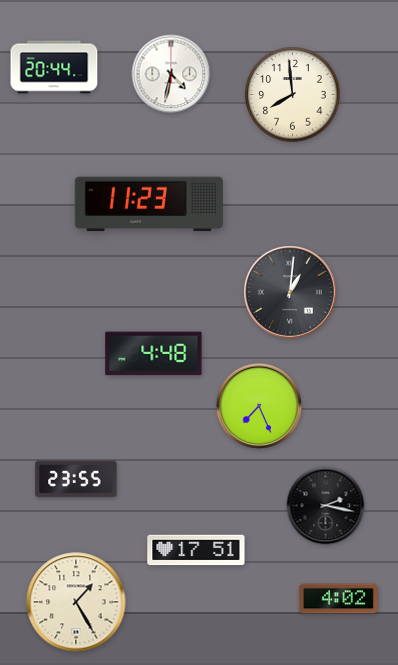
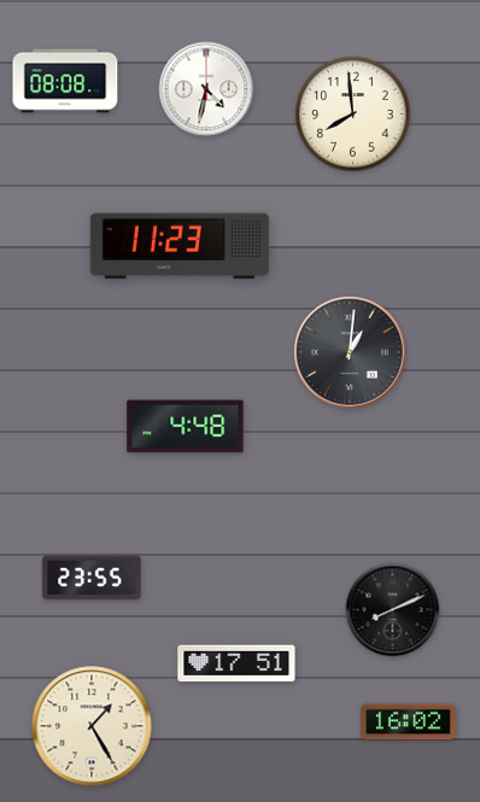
clock at (54, 67): 20:44 -> 08:08
clock at (258, 405): 7:26 -> none
clock at (326, 506): 2:17 -> 8:11
clock at (338, 599): 4:02 -> 16:02
